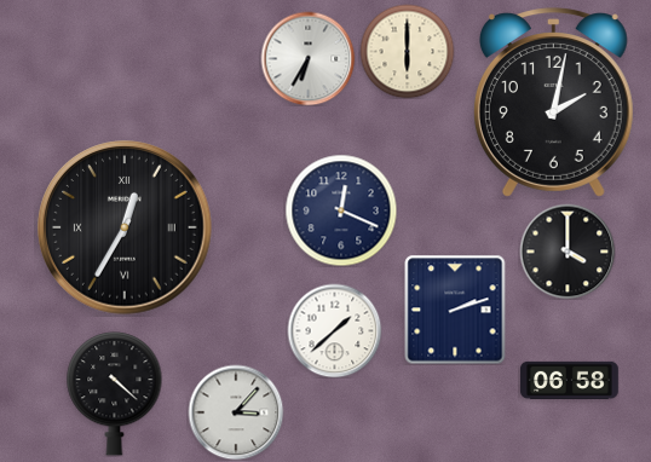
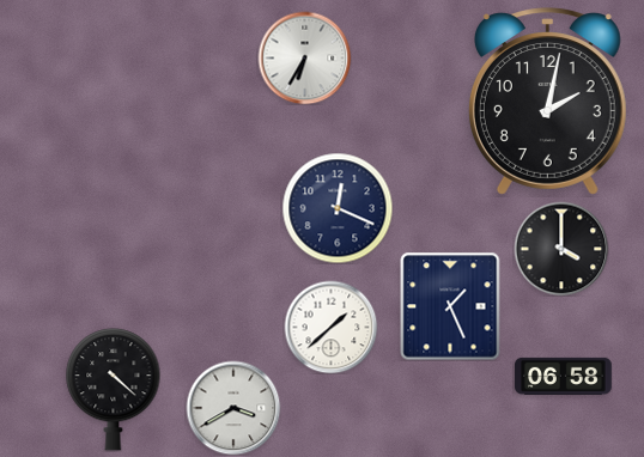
clock at (407, 51): 6:00 -> none
clock at (125, 227): 12:35 -> none
clock at (455, 310): 2:12 -> 1:26
clock at (236, 412): 3:07 -> 3:40
